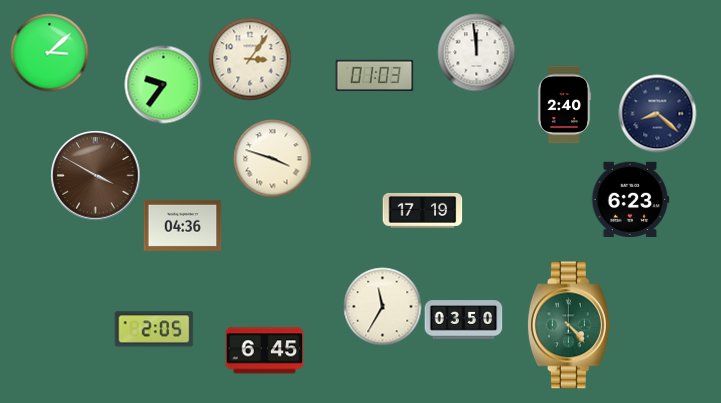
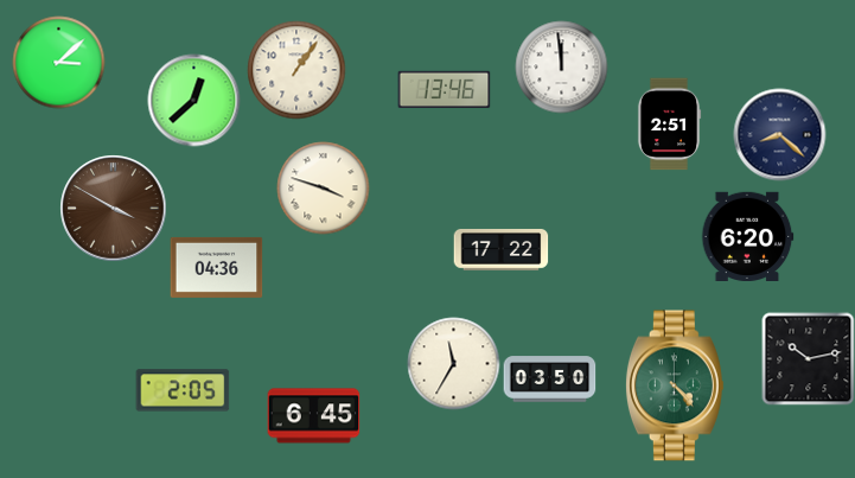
clock at (476, 52) position: (476, 52) -> (561, 66)
clock at (250, 59): 3:06 -> 1:06
clock at (374, 76): 01:03 -> 13:46
clock at (163, 84): 9:36 -> 12:38
clock at (564, 104): 2:40 -> 2:51
clock at (630, 199): 6:23 -> 6:20
clock at (422, 211): 17:19 -> 17:22
clock at (808, 358): none -> 10:13
